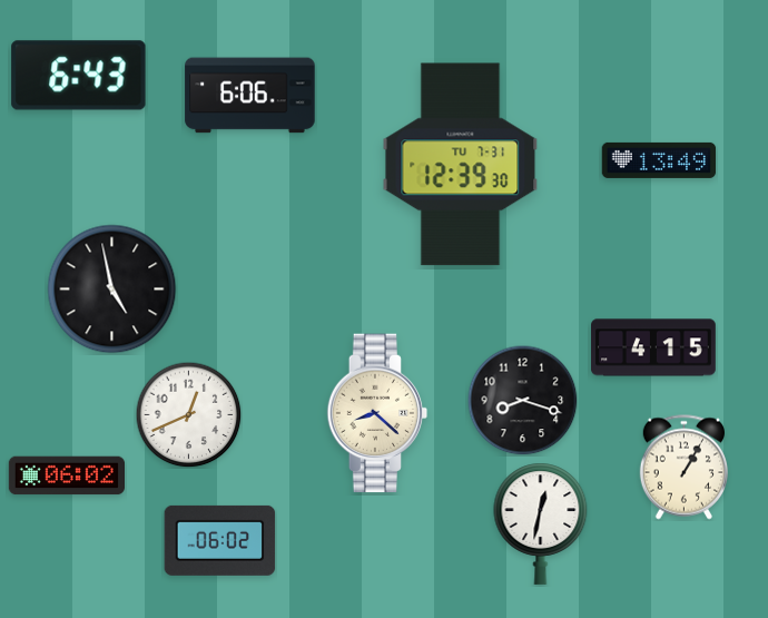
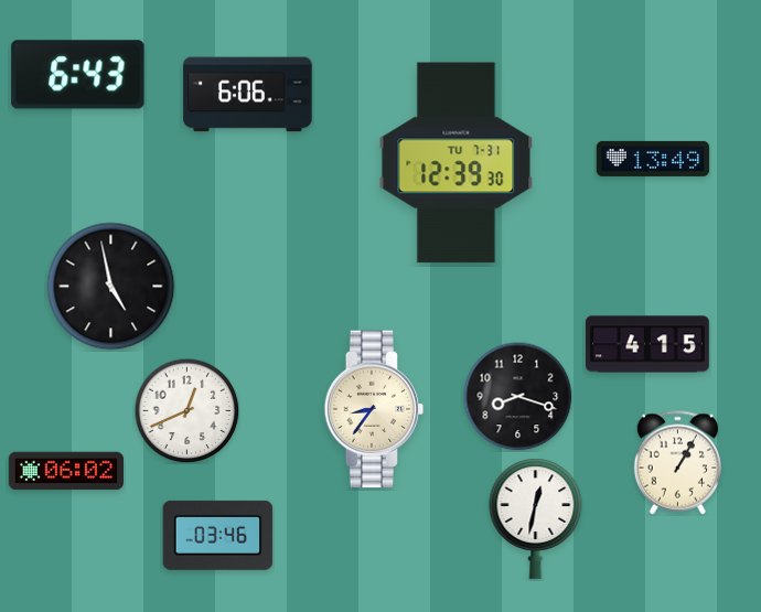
clock at (377, 413): 8:22 -> 8:36
clock at (220, 540): 06:02 -> 03:46
